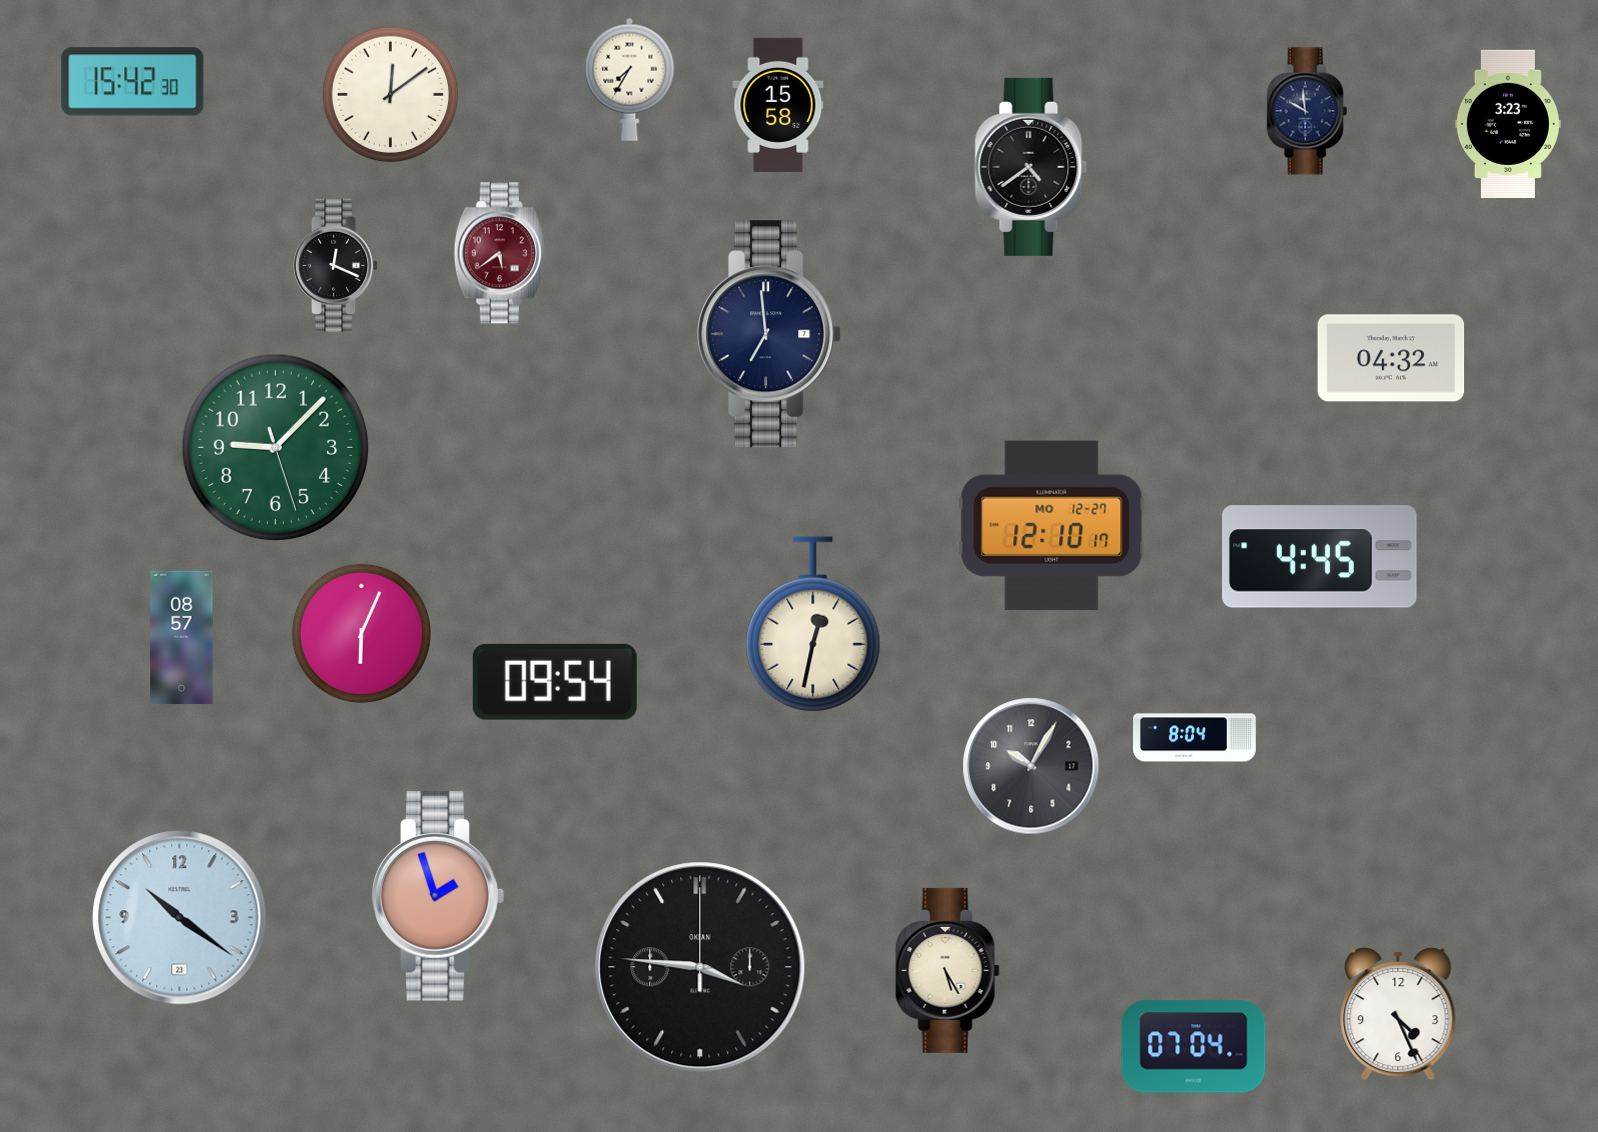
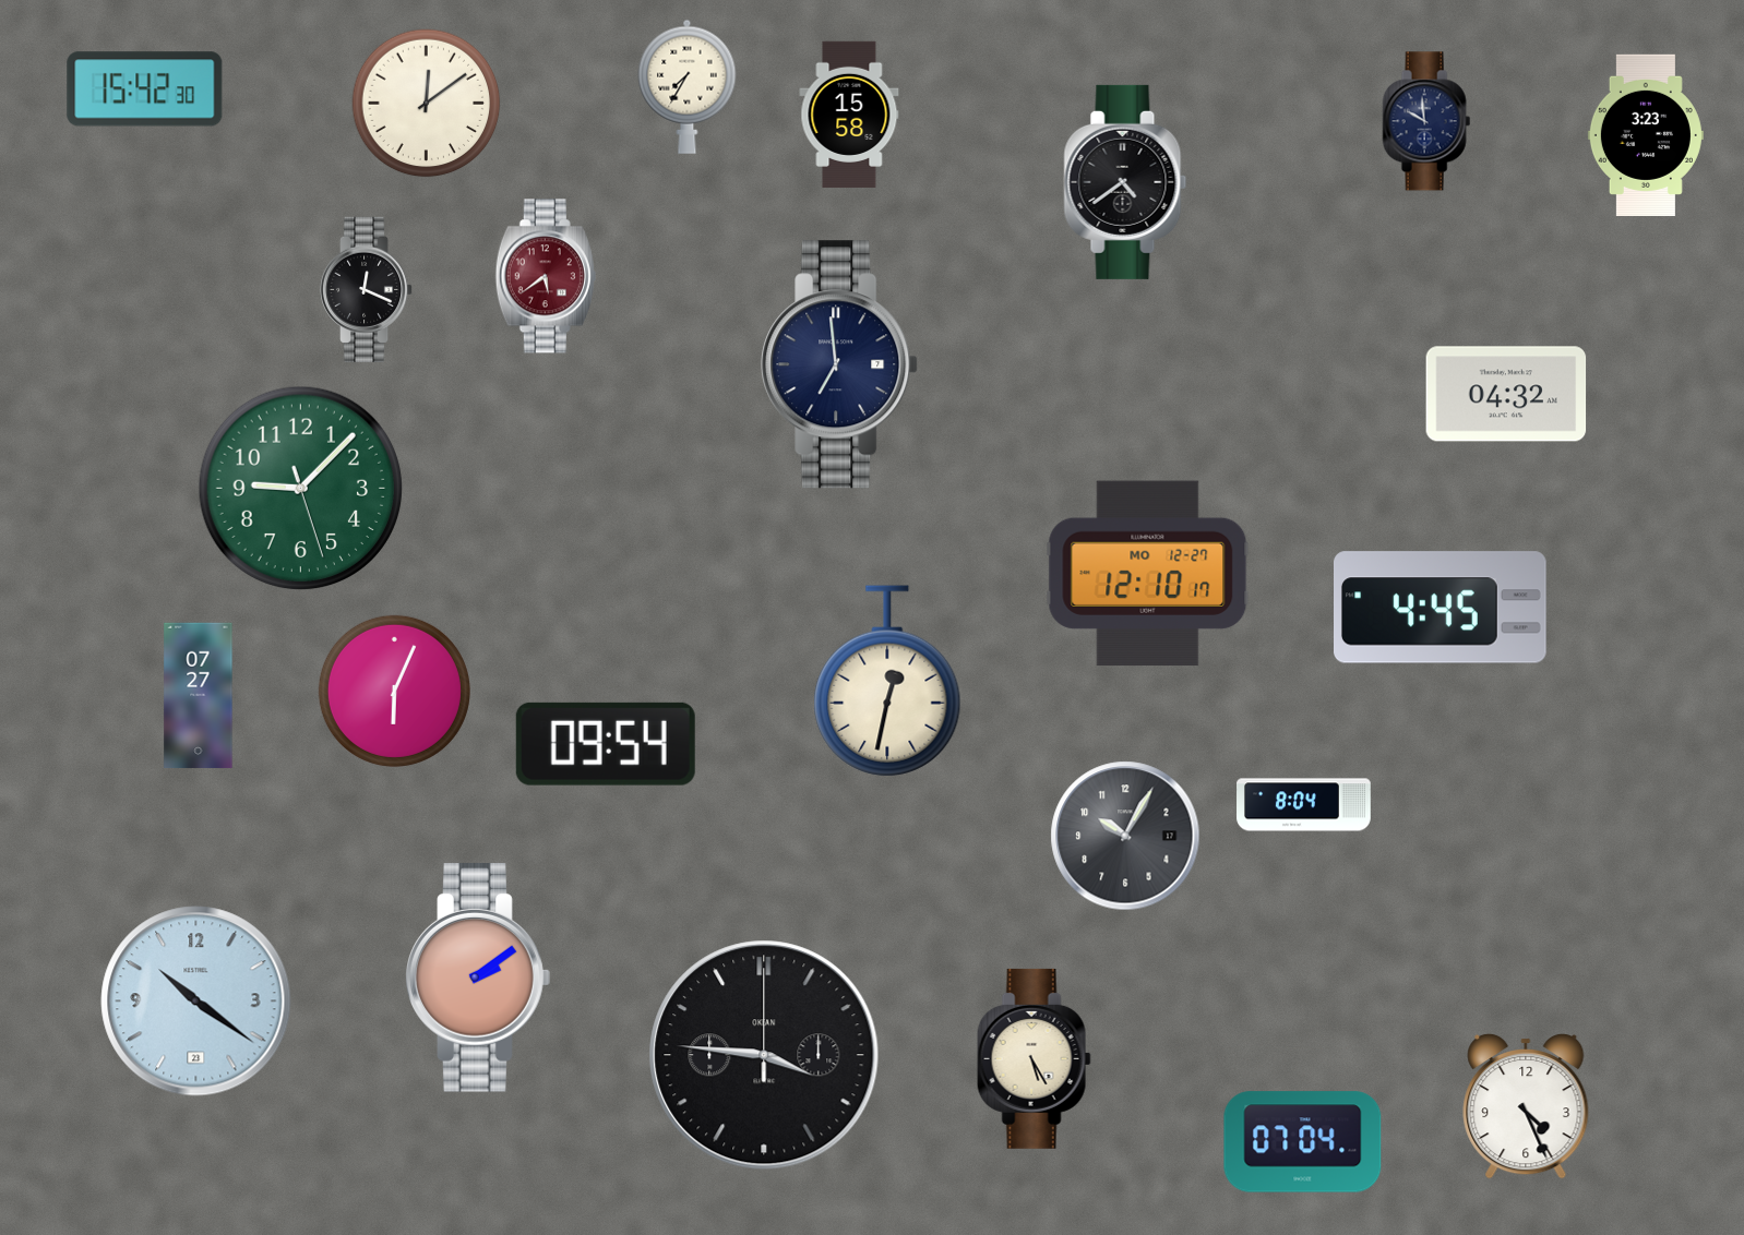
clock at (1391, 358) position: (1391, 358) -> (1506, 394)
clock at (182, 638): 08:57 -> 07:27
clock at (438, 896): 1:57 -> 2:09
